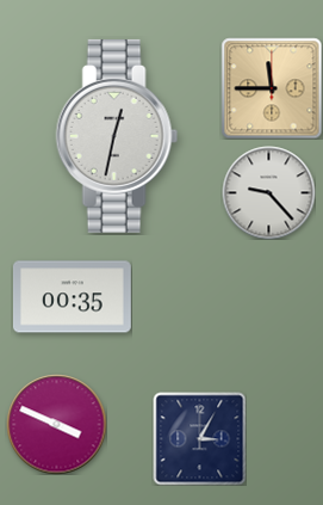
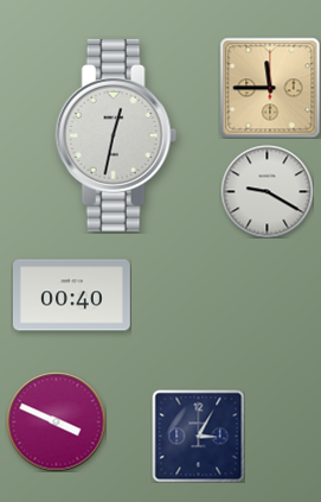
clock at (268, 192): 9:23 -> 9:20
clock at (72, 297): 00:35 -> 00:40
